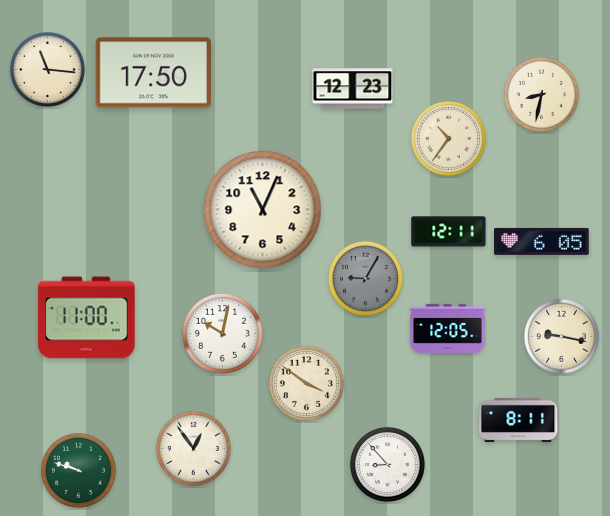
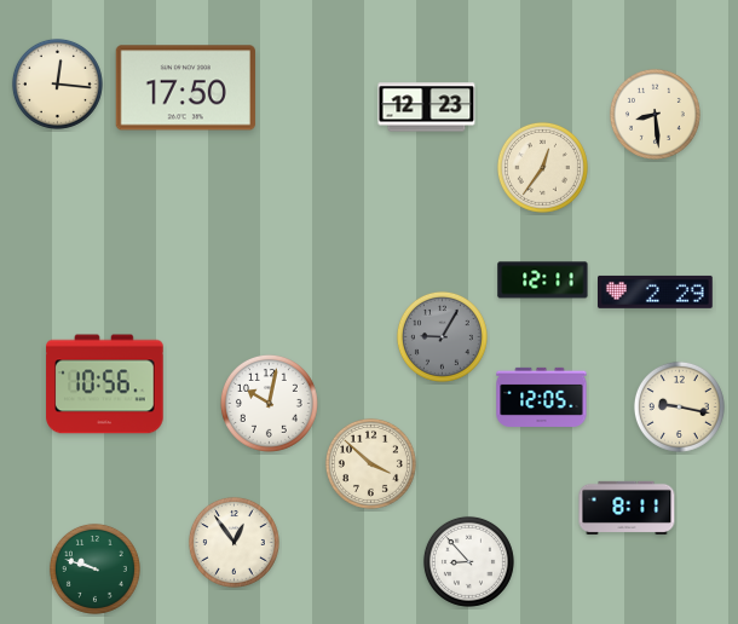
clock at (47, 69): 11:16 -> 12:16
clock at (541, 94): 8:32 -> 8:29
clock at (448, 138): 10:36 -> 12:36
clock at (263, 210): 11:04 -> none
clock at (542, 241): 6:05 -> 2:29
clock at (87, 318): 11:00 -> 10:56
clock at (306, 383): 3:51 -> 3:52
